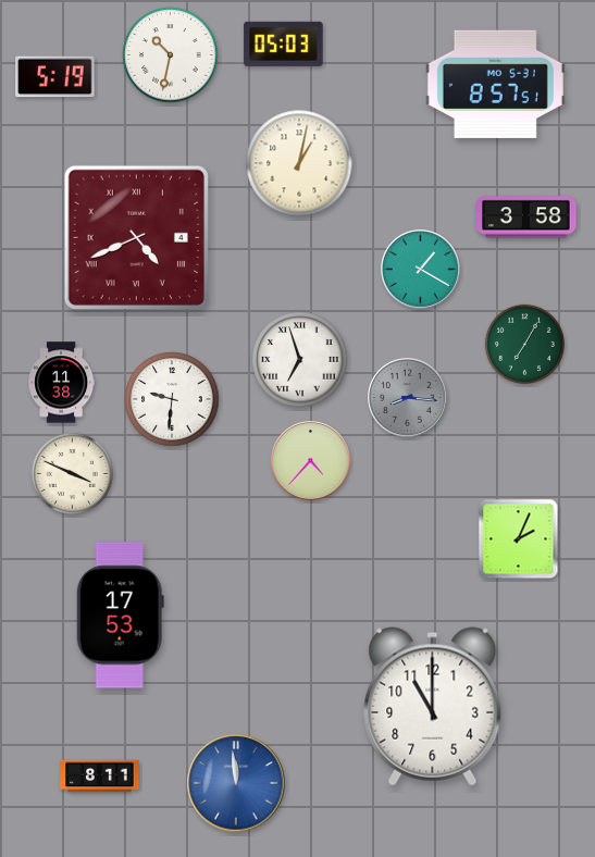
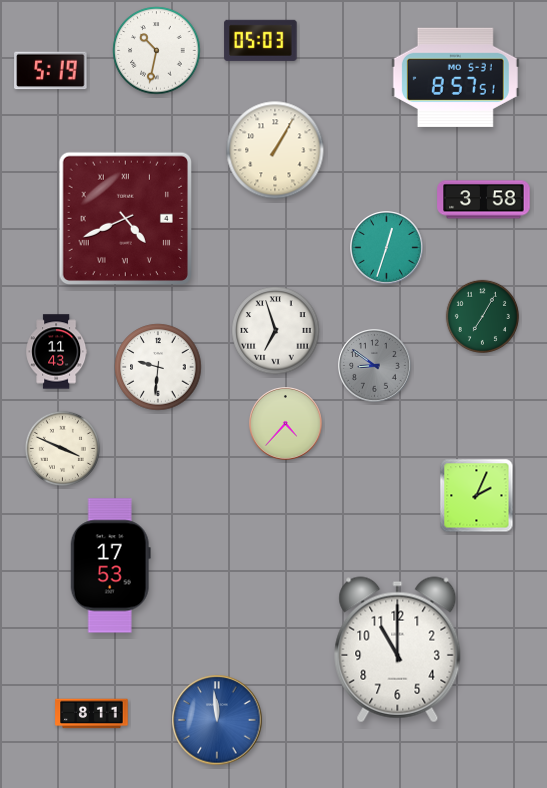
clock at (299, 163): 1:02 -> 1:05
clock at (421, 270): 1:20 -> 12:33
clock at (62, 383): 11:38 -> 11:43
clock at (408, 398): 8:16 -> 8:51
clock at (72, 473) position: (72, 473) -> (62, 448)
